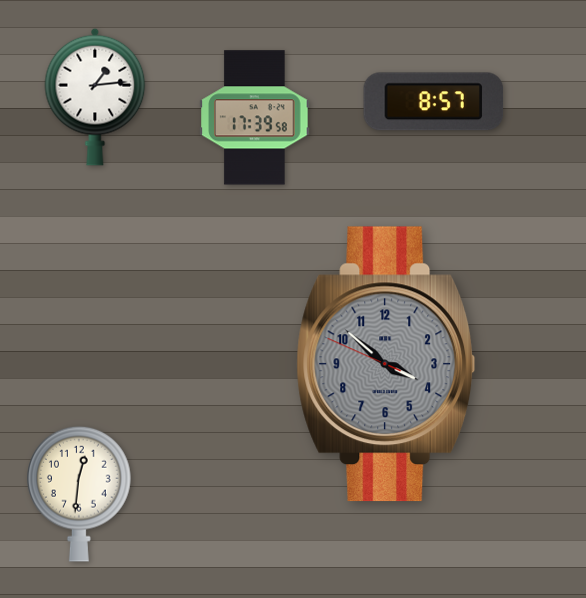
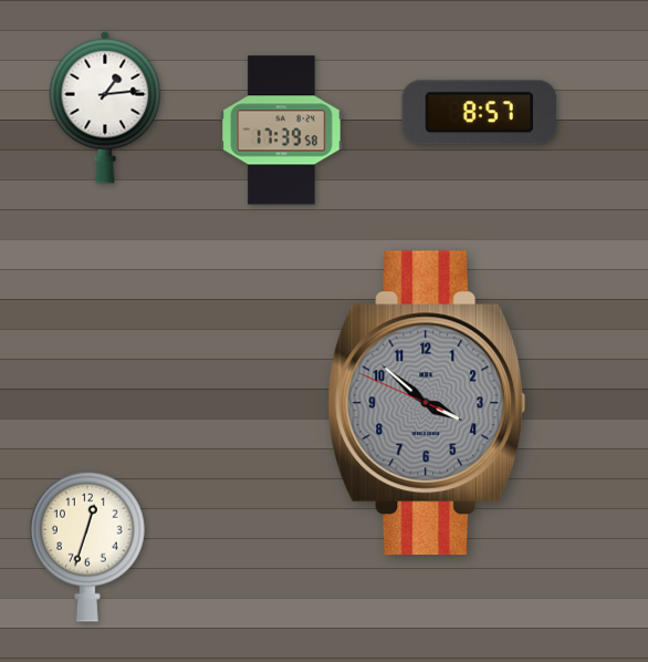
clock at (80, 494): 12:31 -> 12:33
